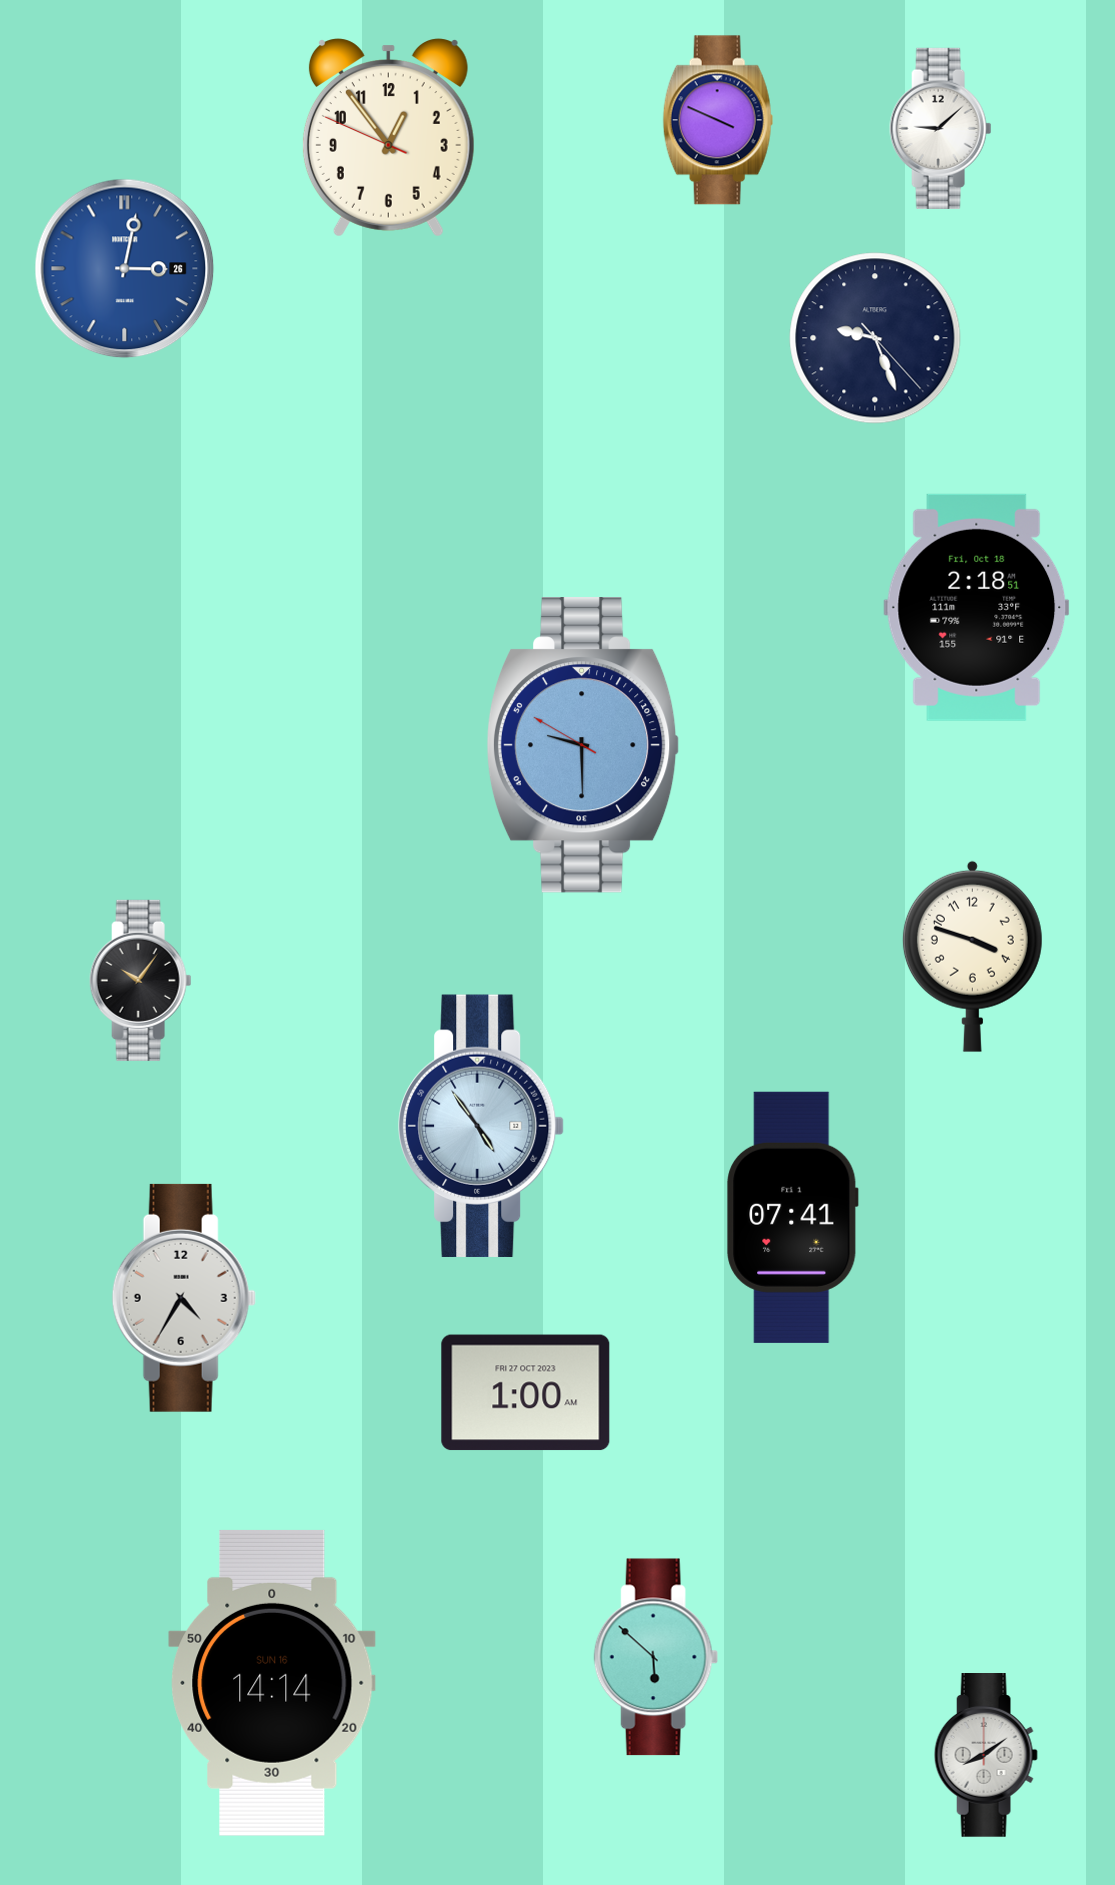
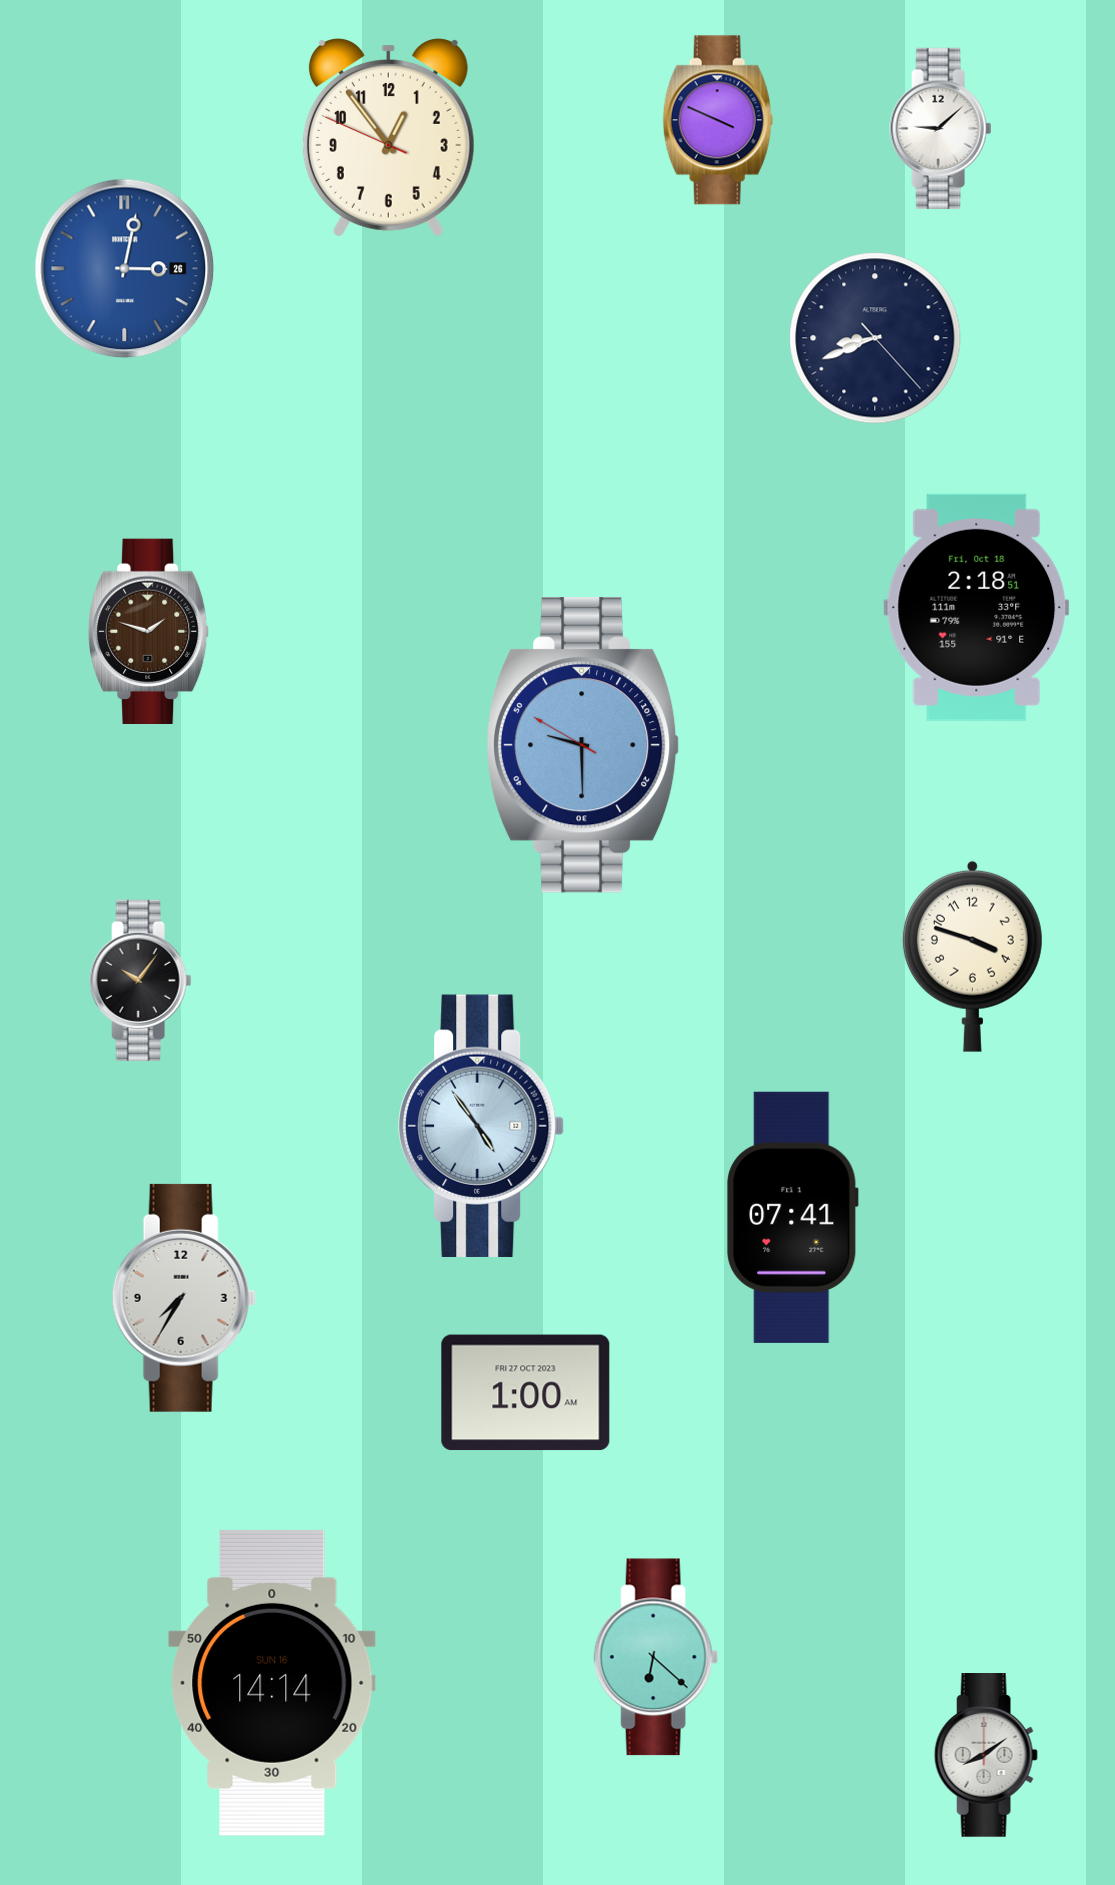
clock at (875, 338): 9:26 -> 8:41
clock at (149, 631): none -> 1:48
clock at (184, 1298): 4:35 -> 7:35
clock at (656, 1657): 5:52 -> 6:22
